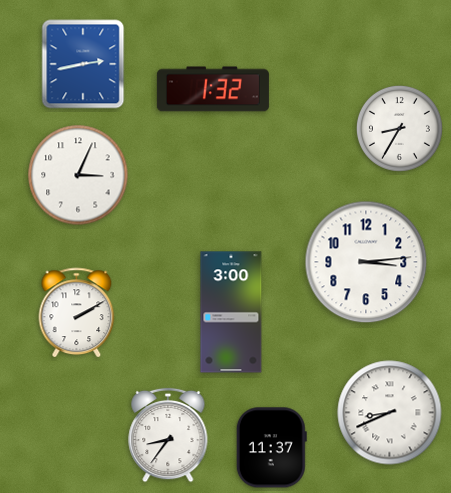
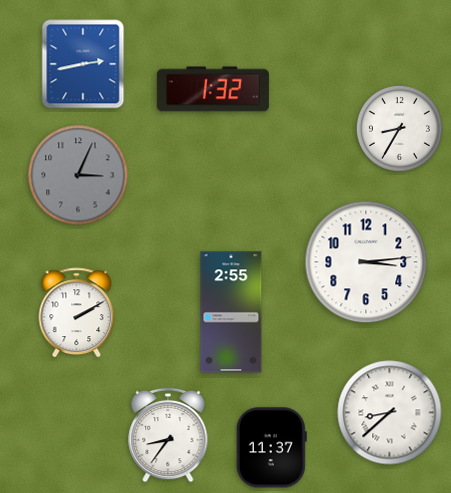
clock at (78, 175) dial: white -> grey
clock at (231, 312): 3:00 -> 2:55
clock at (390, 413): 8:41 -> 8:38
